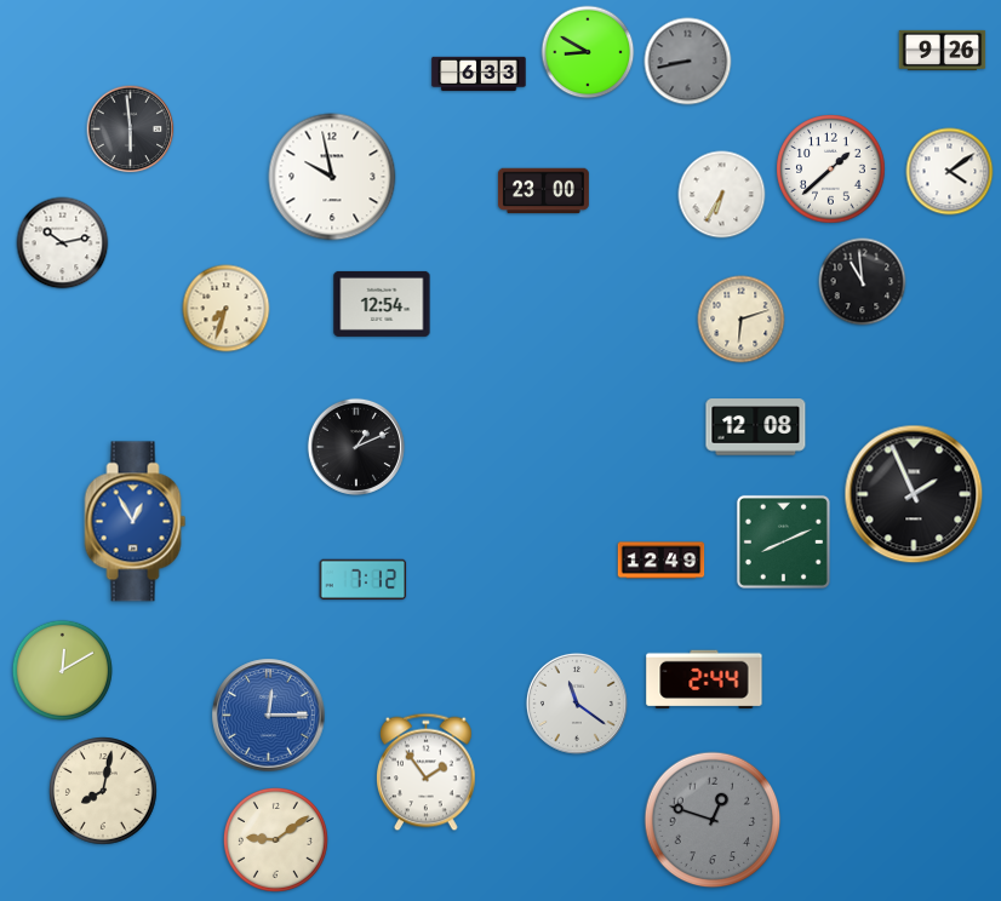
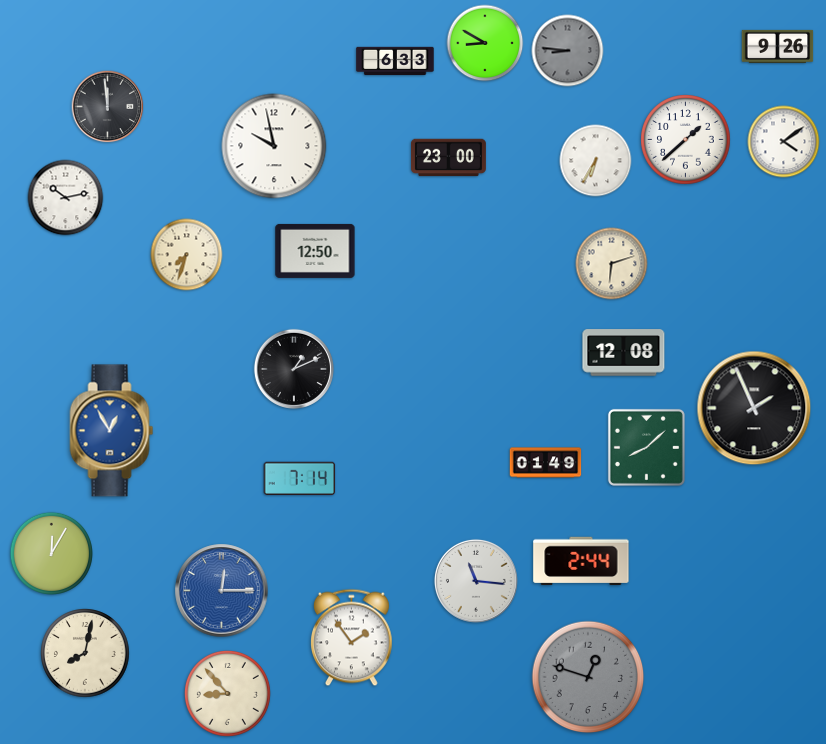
clock at (943, 50) position: (943, 50) -> (778, 46)
clock at (688, 62): 8:43 -> 8:46
clock at (131, 130): 5:59 -> 11:59
clock at (63, 243) position: (63, 243) -> (66, 198)
clock at (863, 282): 10:59 -> none
clock at (382, 304): 12:54 -> 12:50
clock at (783, 541): 8:11 -> 8:08
clock at (662, 561): 12:49 -> 01:49
clock at (364, 579): 7:12 -> 7:14
clock at (62, 670): 12:10 -> 12:05
clock at (577, 704): 11:21 -> 11:16
clock at (275, 839): 9:09 -> 8:53
